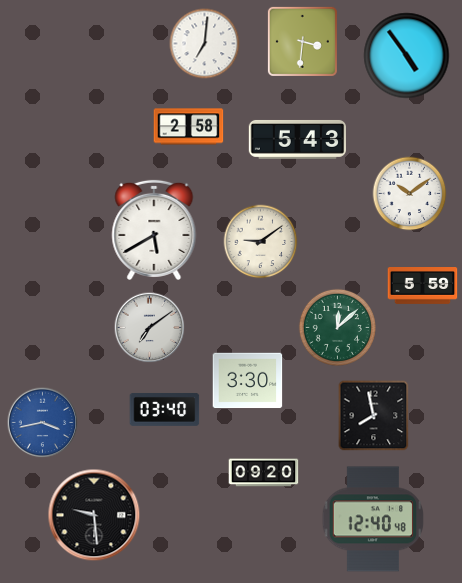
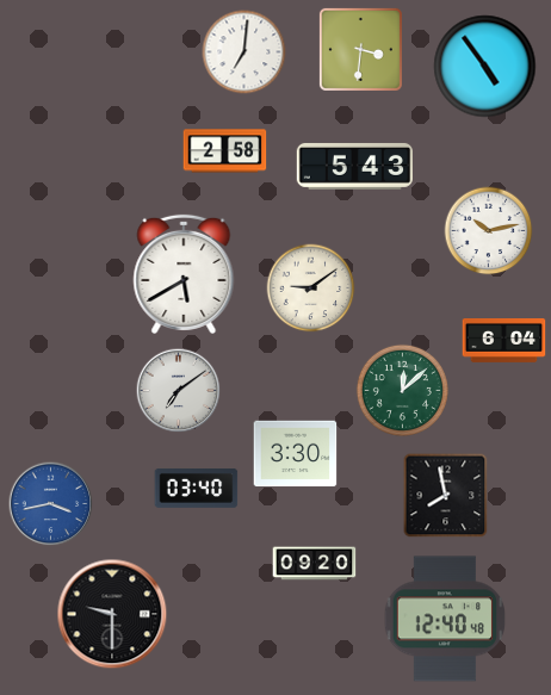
clock at (410, 194): 10:09 -> 10:13
clock at (423, 286): 5:59 -> 6:04
clock at (94, 515): 9:29 -> 9:30
